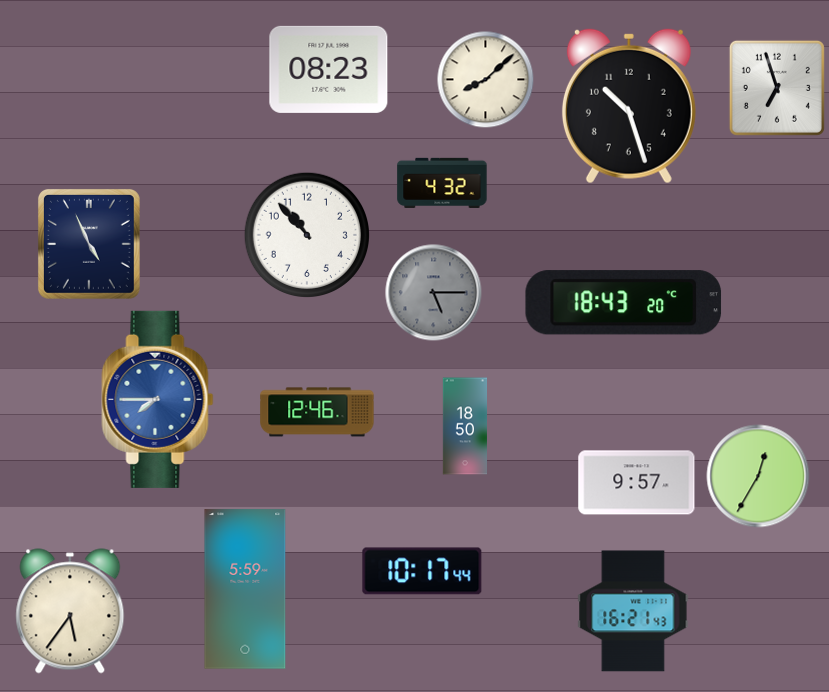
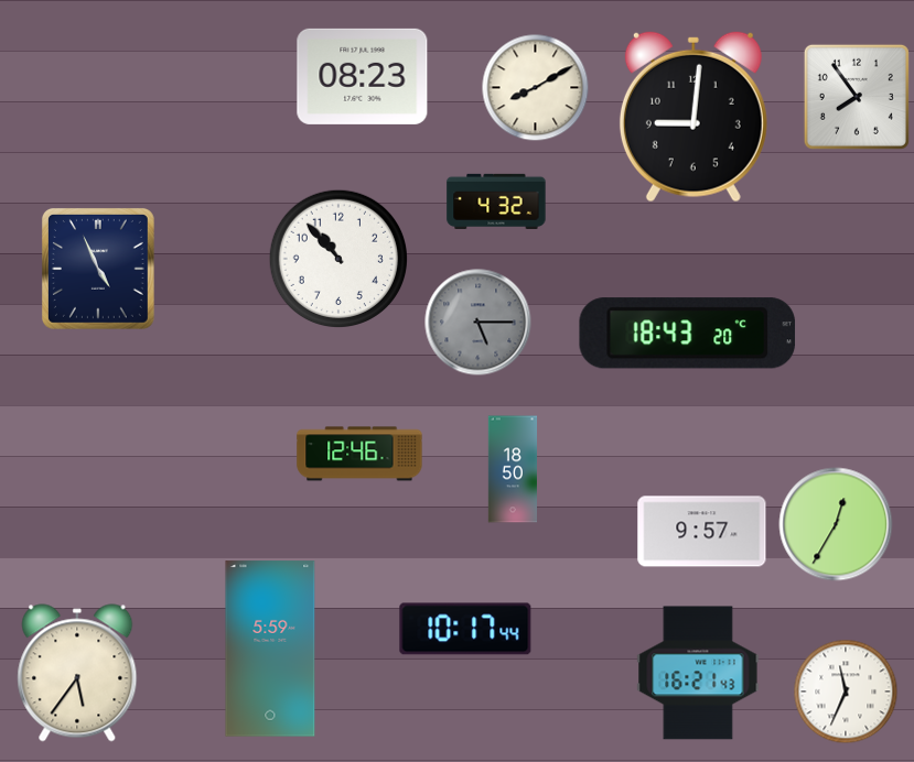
clock at (486, 80): 8:08 -> 8:10
clock at (777, 88): 6:57 -> 7:54
clock at (629, 106): 10:27 -> 9:01
clock at (442, 183) position: (442, 183) -> (496, 202)
clock at (158, 399): 7:45 -> none
clock at (317, 412) position: (317, 412) -> (359, 454)
clock at (846, 692): none -> 11:34
